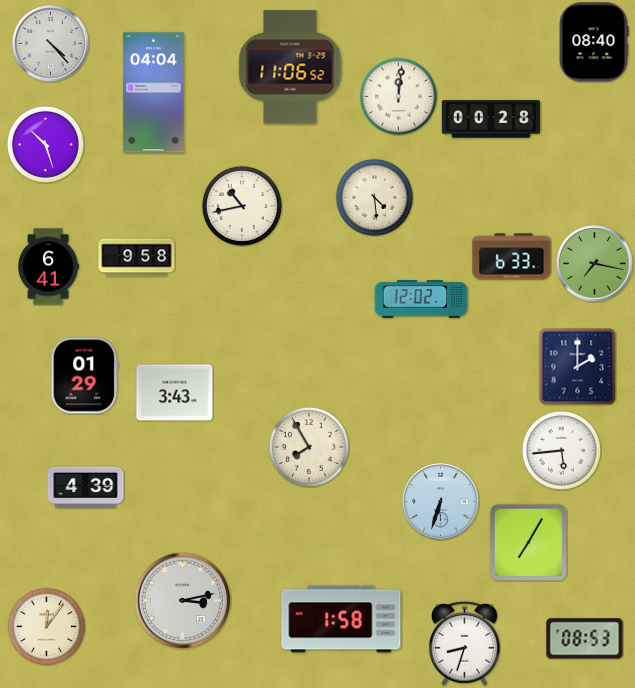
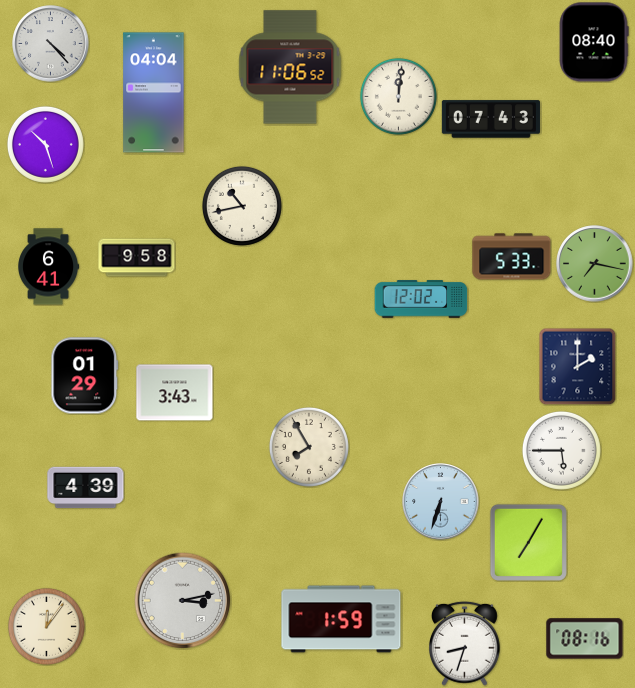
clock at (491, 119): 00:28 -> 07:43
clock at (374, 197): 4:29 -> none
clock at (512, 257): 6:33 -> 5:33
clock at (561, 450): 5:44 -> 5:45
clock at (341, 619): 1:58 -> 1:59
clock at (585, 639): 08:53 -> 08:16
